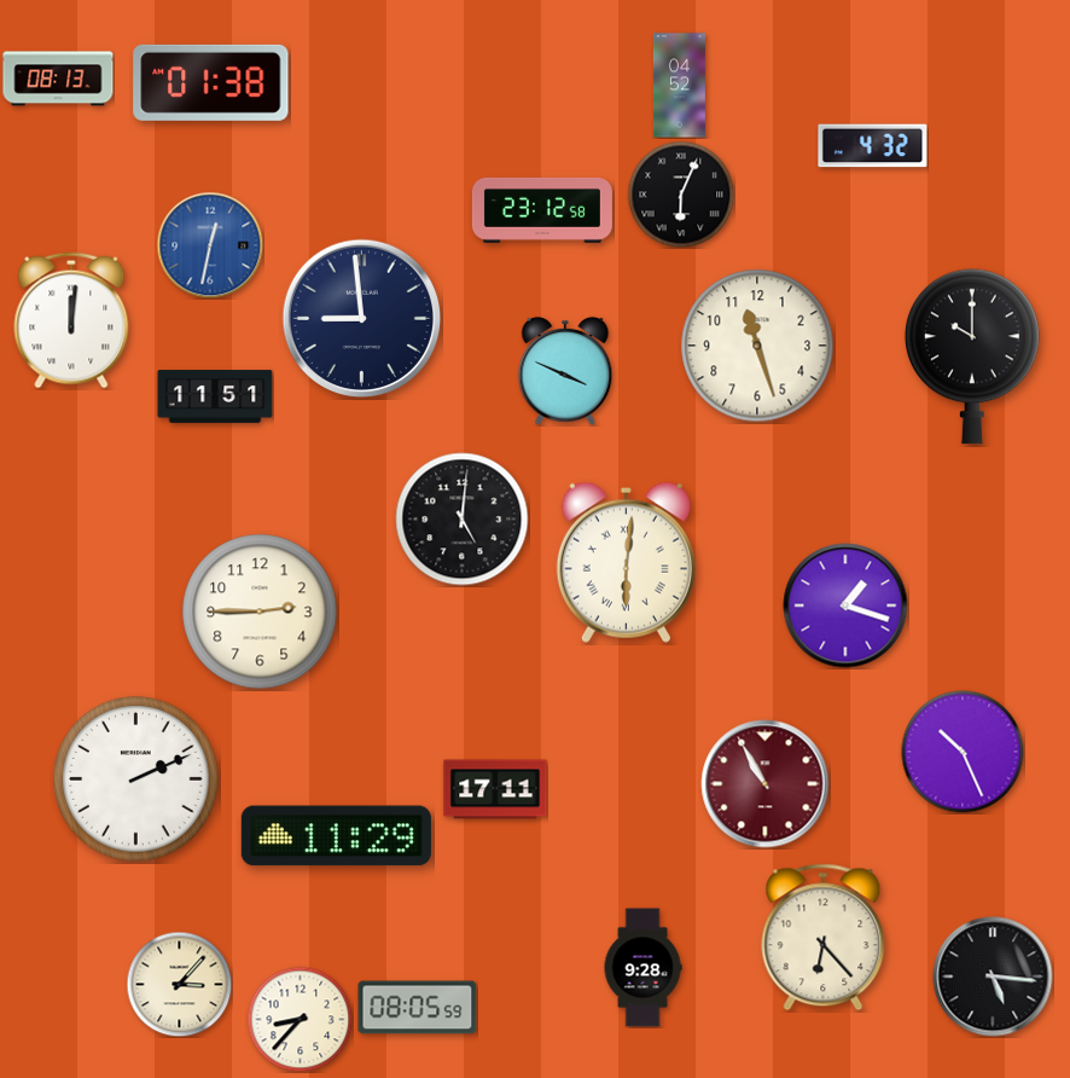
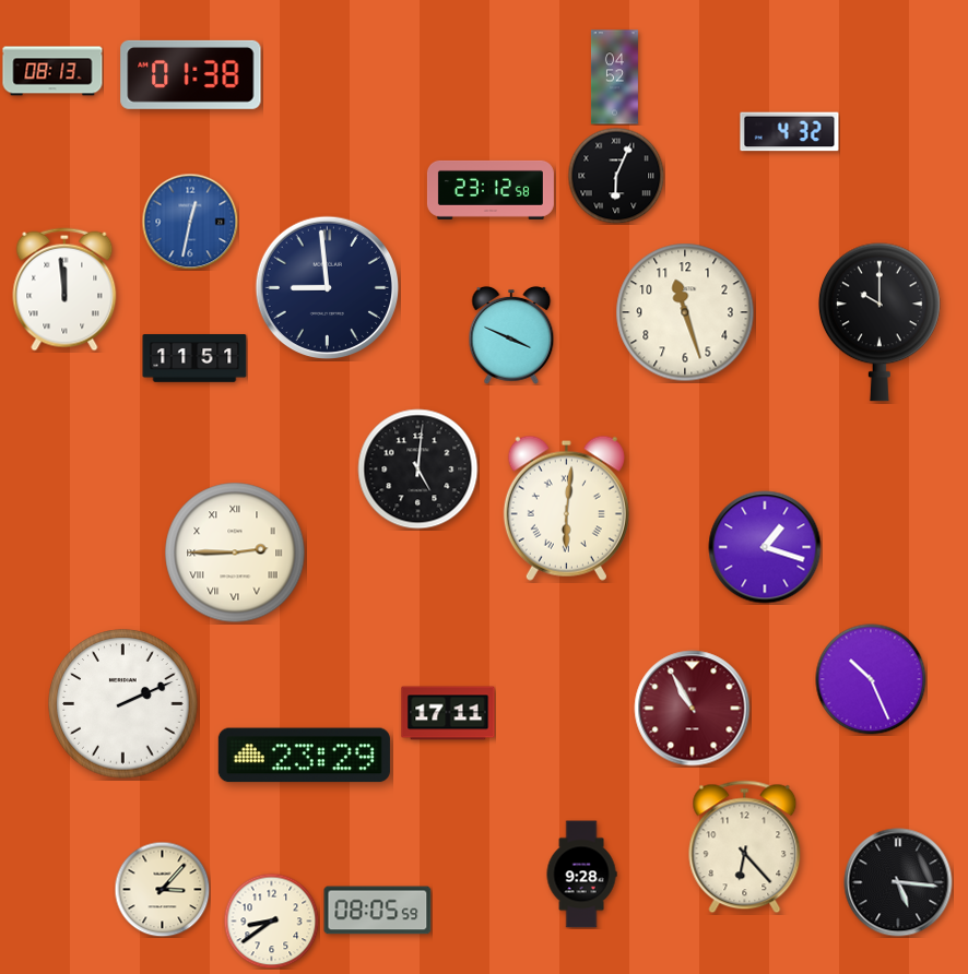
clock at (71, 320): 12:01 -> 11:59
clock at (260, 612) numerals: Arabic -> Roman
clock at (336, 836): 11:29 -> 23:29
clock at (300, 1019): 8:37 -> 8:39
